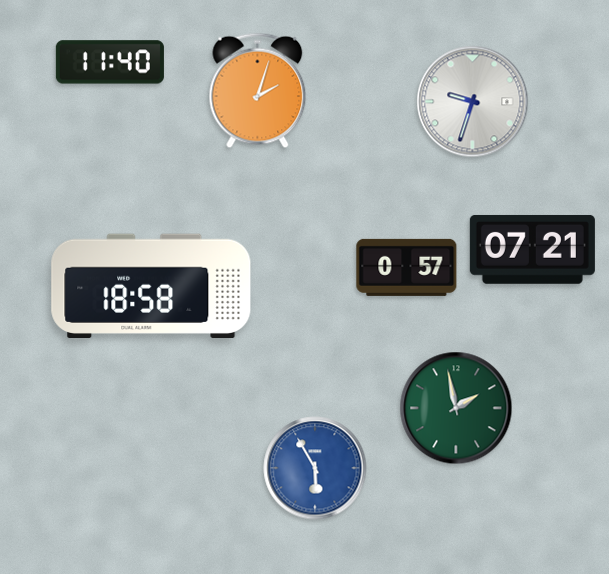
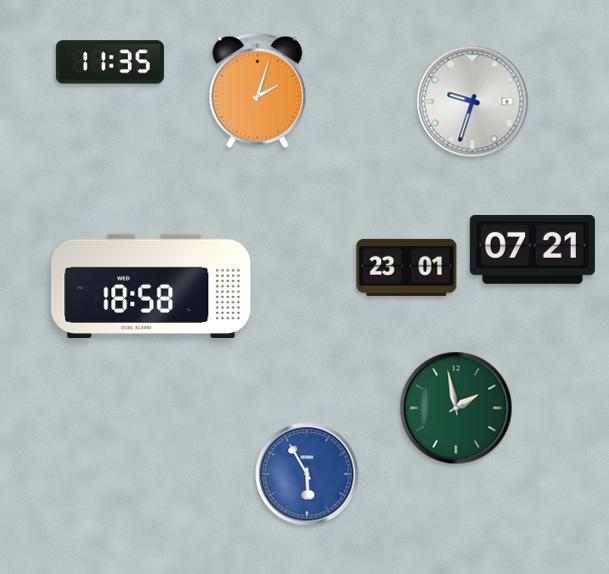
clock at (110, 62): 11:40 -> 11:35
clock at (407, 267): 0:57 -> 23:01
clock at (315, 468) position: (315, 468) -> (307, 474)
